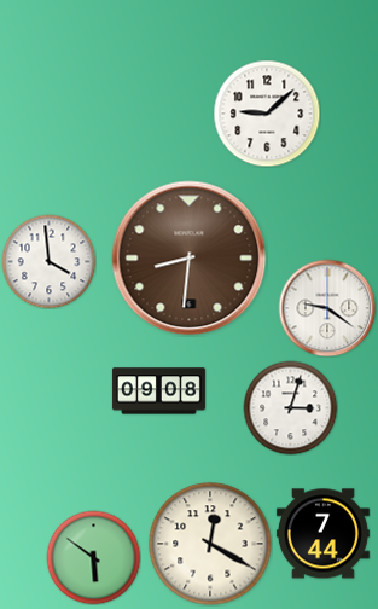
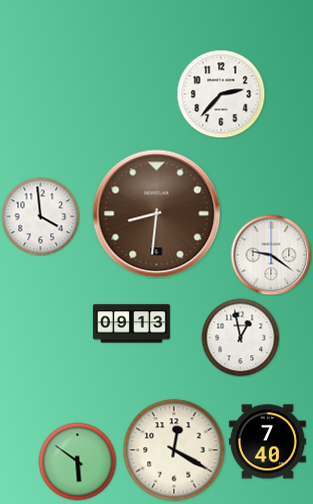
clock at (267, 114): 9:08 -> 2:37
clock at (158, 391): 09:08 -> 09:13
clock at (290, 407): 3:03 -> 12:58
clock at (322, 534): 7:44 -> 7:40
